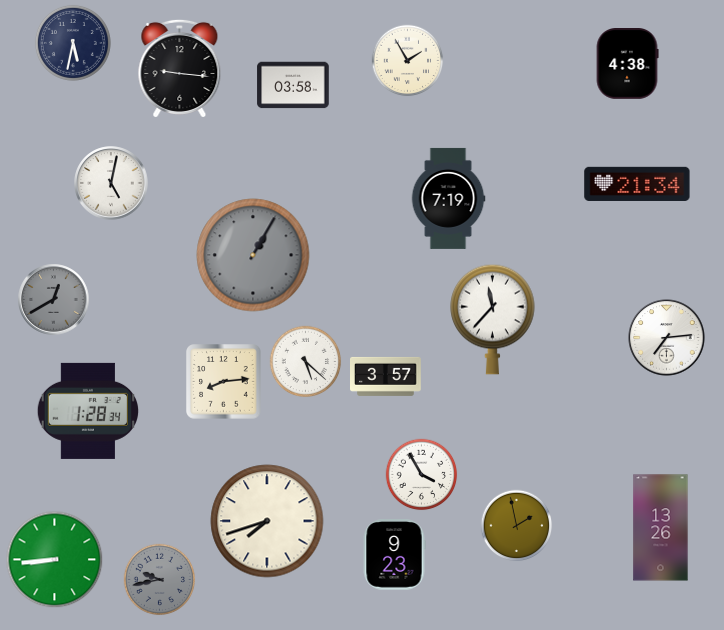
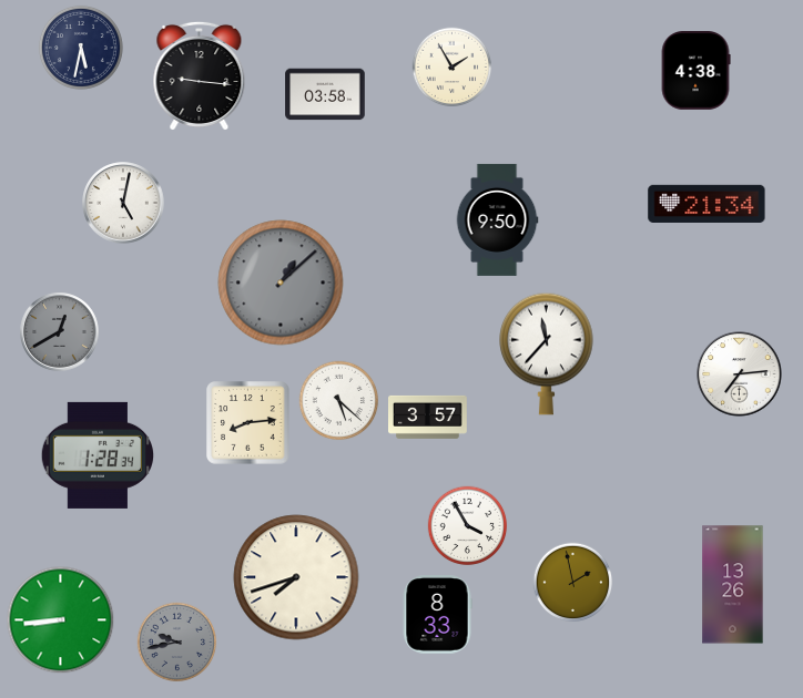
clock at (448, 198): 7:19 -> 9:50
clock at (253, 255): 1:05 -> 1:08
clock at (394, 555): 9:23 -> 8:33
